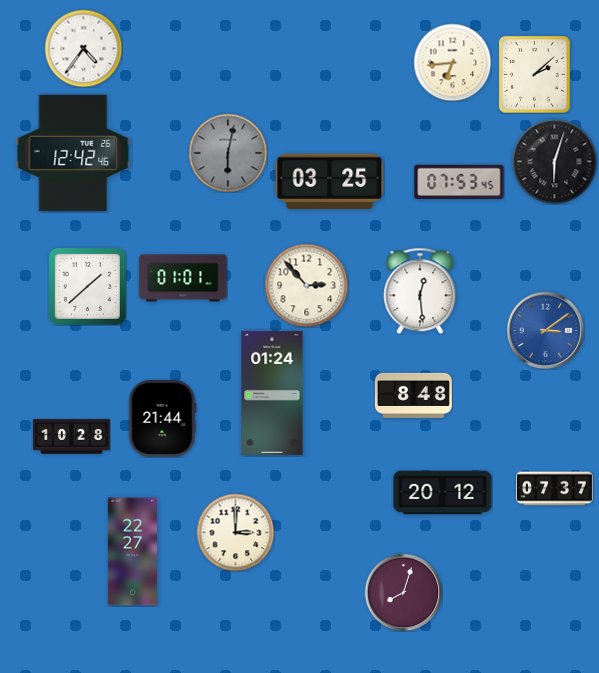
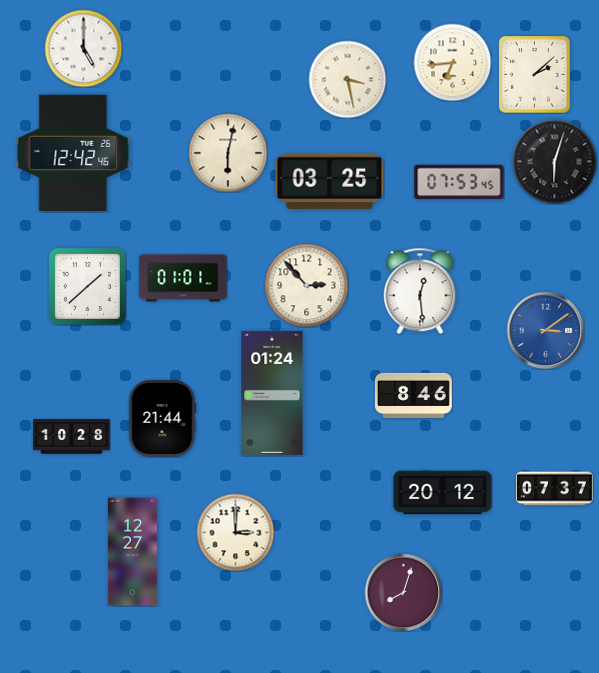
clock at (83, 48): 4:36 -> 5:00
clock at (347, 79): none -> 3:28
clock at (228, 153) dial: grey -> cream
clock at (413, 395): 8:48 -> 8:46
clock at (132, 552): 22:27 -> 12:27
